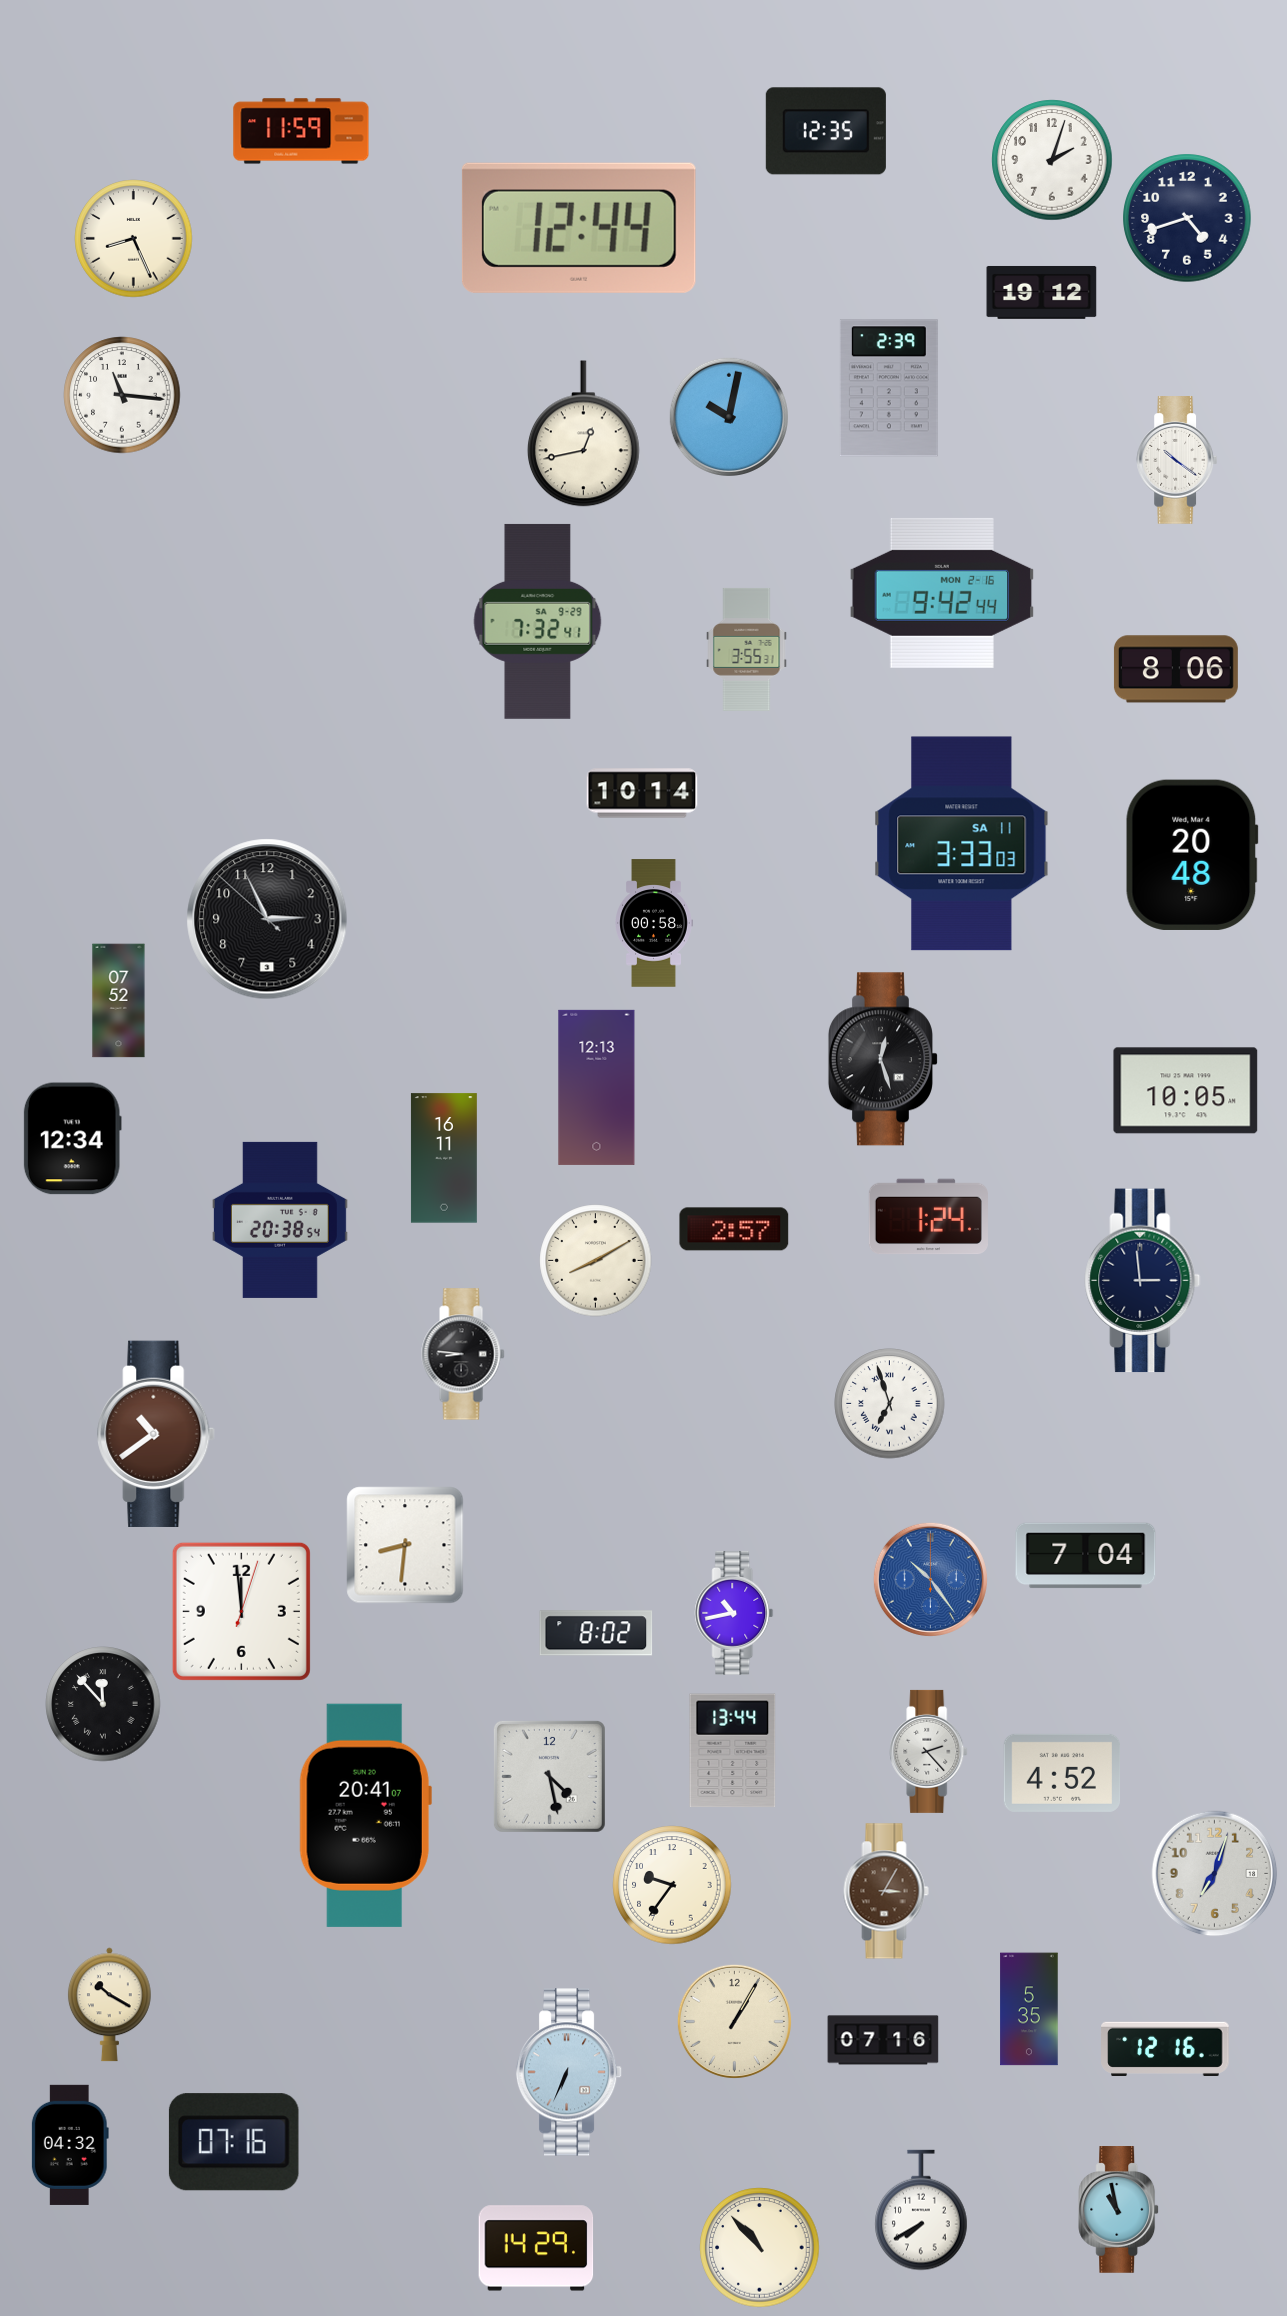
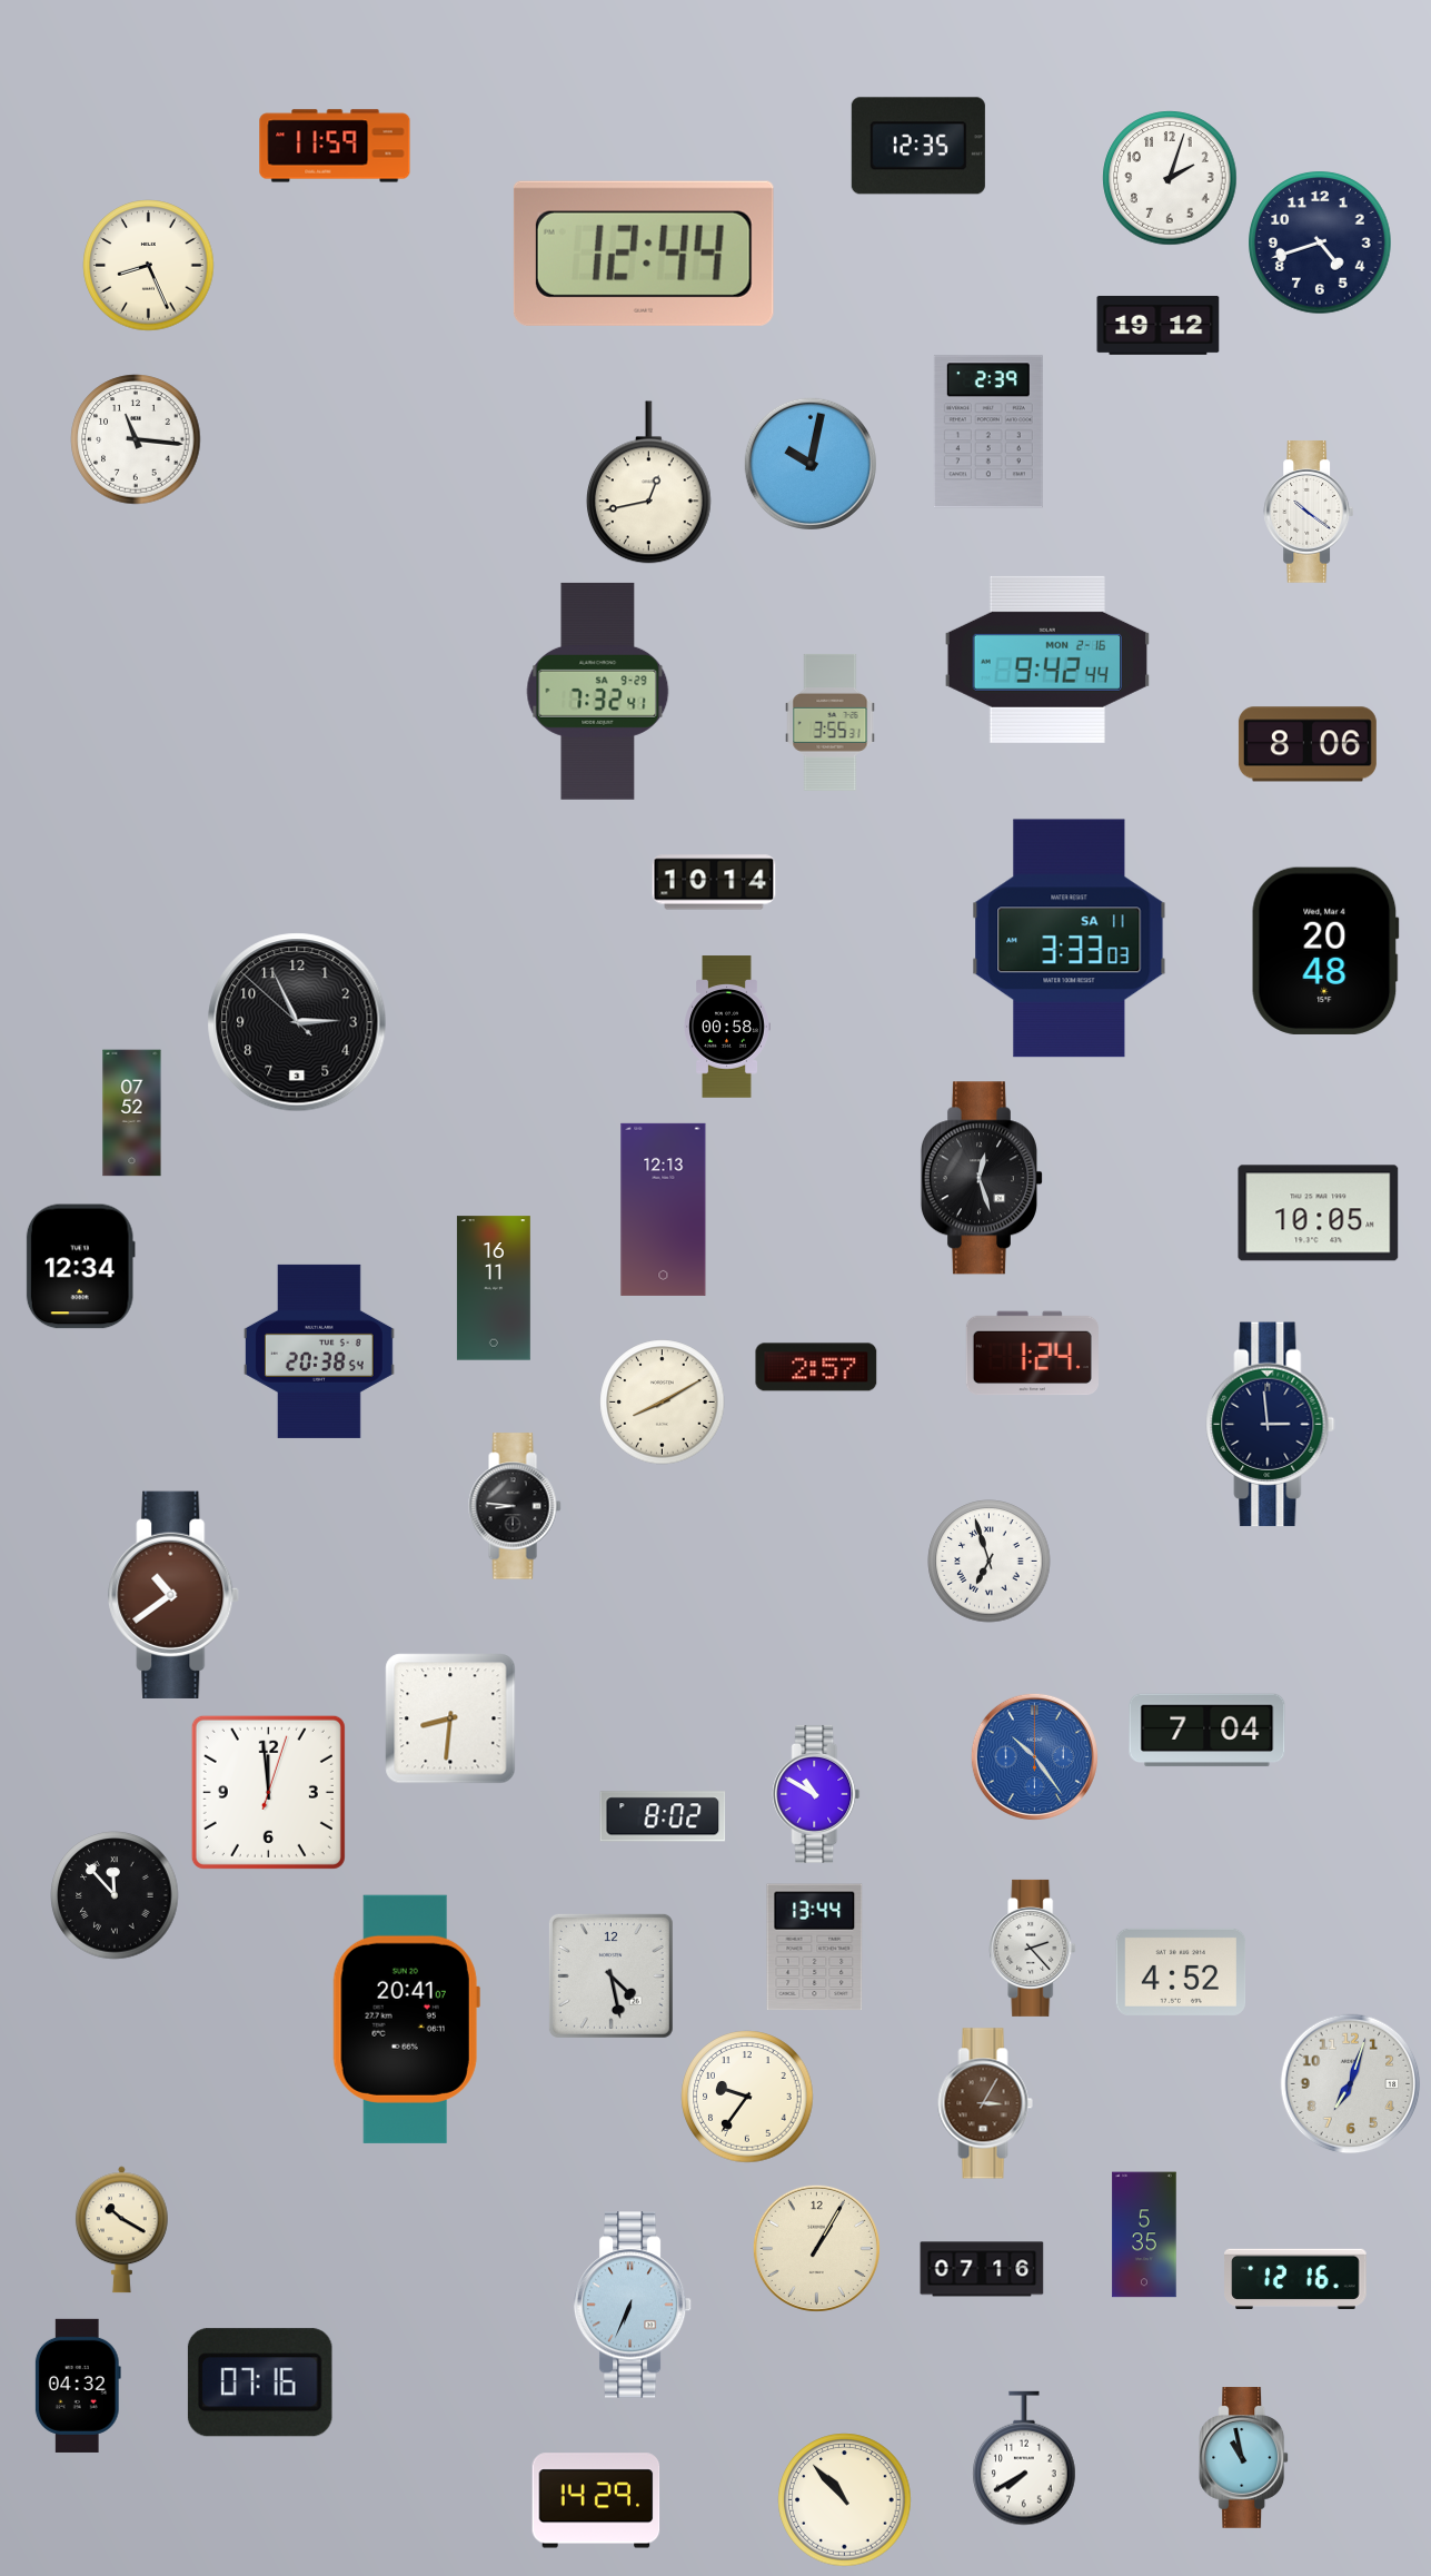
clock at (280, 1220) position: (280, 1220) -> (319, 1351)
clock at (734, 1613): 10:43 -> 10:50
